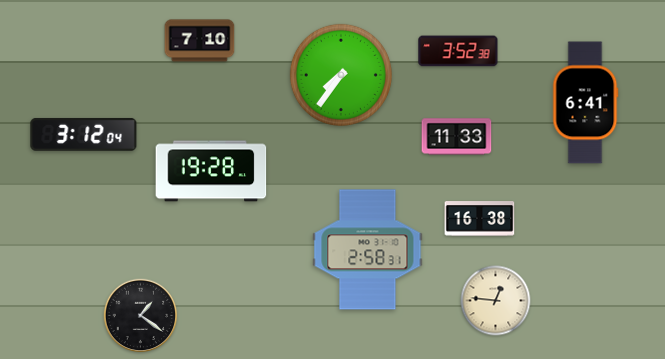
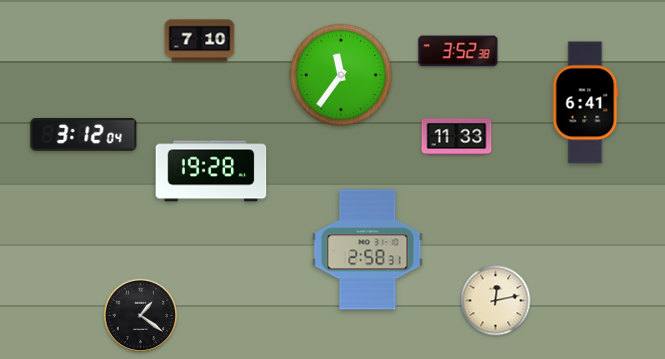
clock at (341, 75): 7:36 -> 11:36
clock at (480, 219): 16:38 -> none
clock at (496, 301): 12:46 -> 12:13
